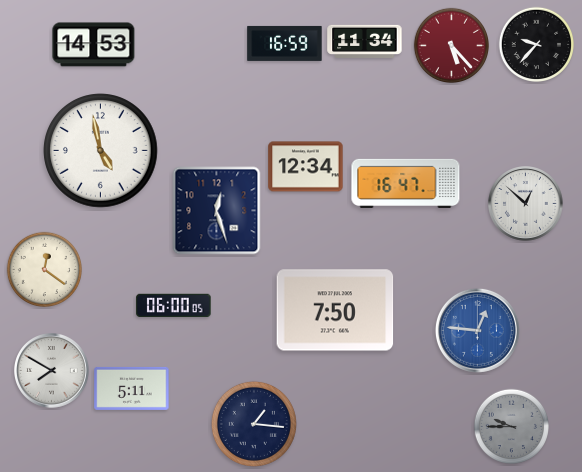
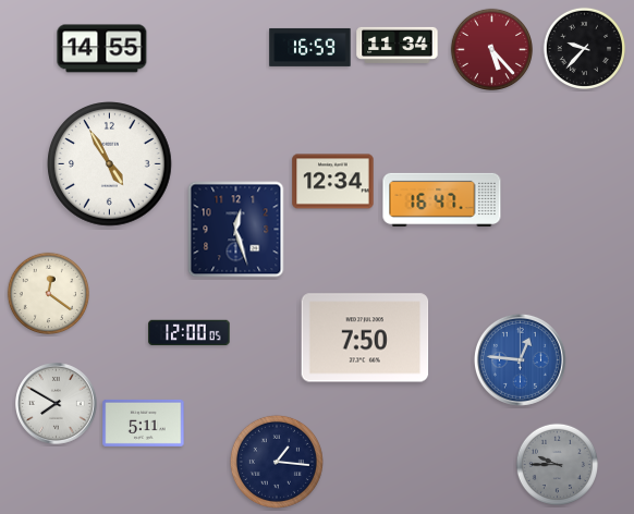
clock at (94, 45): 14:53 -> 14:55
clock at (101, 151): 4:58 -> 4:55
clock at (526, 204): 12:52 -> none
clock at (174, 305): 06:00 -> 12:00
